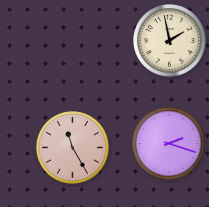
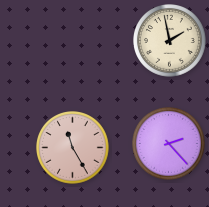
clock at (169, 144): 2:18 -> 2:23
